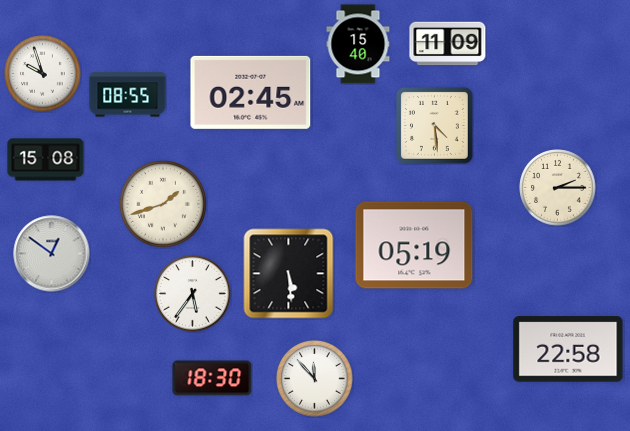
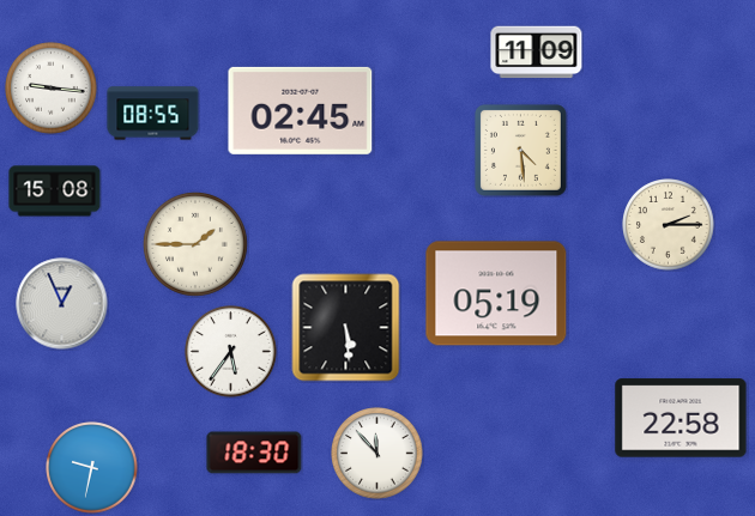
clock at (358, 44): 15:40 -> none
clock at (43, 74): 9:57 -> 9:16
clock at (163, 204): 1:42 -> 1:45
clock at (52, 254): 12:51 -> 12:56
clock at (92, 468): none -> 9:32
